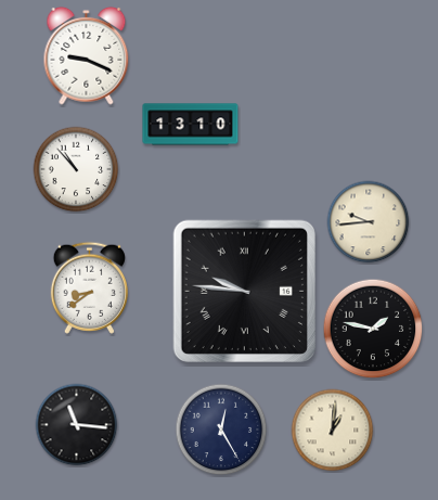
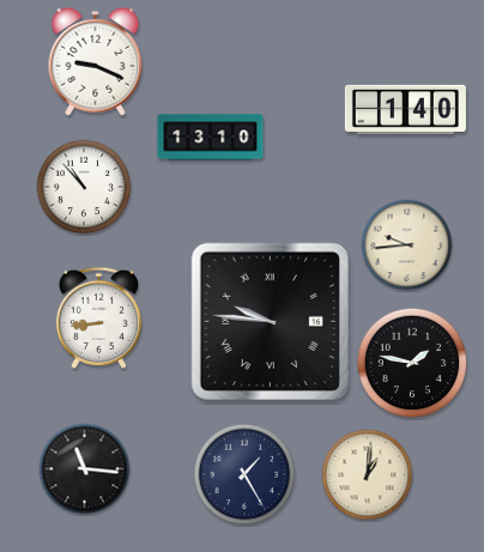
clock at (405, 109): none -> 1:40
clock at (89, 287): 8:39 -> 8:44
clock at (221, 430): 12:25 -> 1:25
